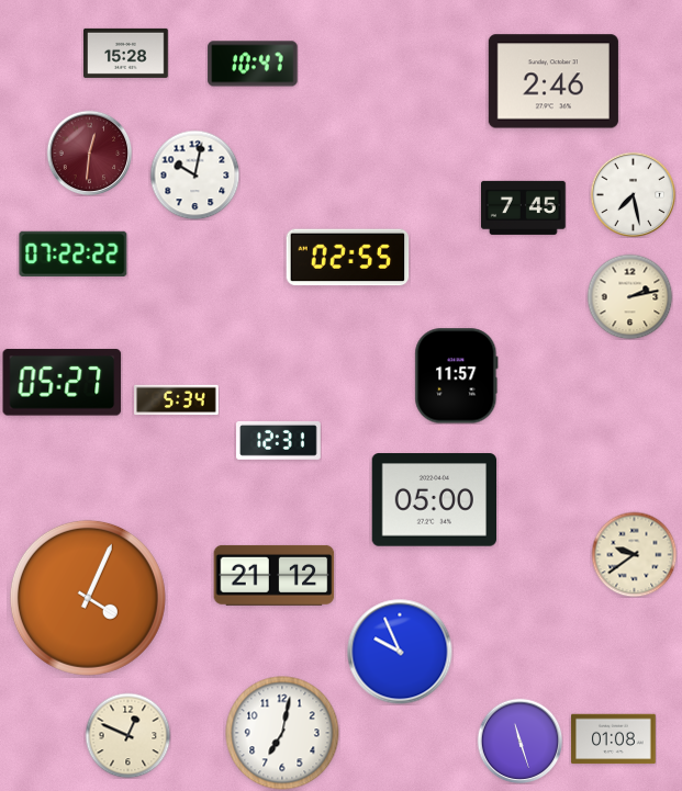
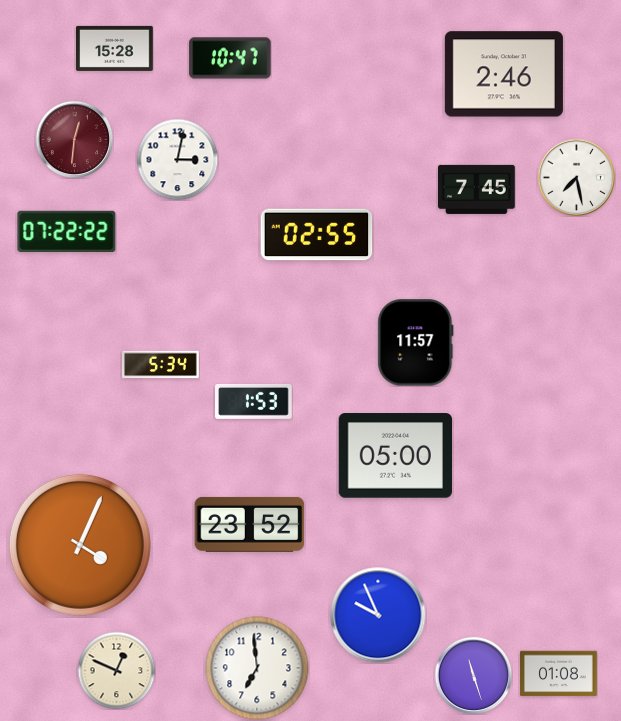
clock at (89, 152) position: (89, 152) -> (74, 139)
clock at (194, 174): 10:02 -> 3:02
clock at (629, 296): 2:13 -> none
clock at (63, 383): 05:27 -> none
clock at (279, 441): 12:31 -> 1:53
clock at (634, 554): 9:39 -> none
clock at (275, 575): 21:12 -> 23:52
clock at (400, 652) position: (400, 652) -> (378, 615)
clock at (282, 733): 7:02 -> 6:59
